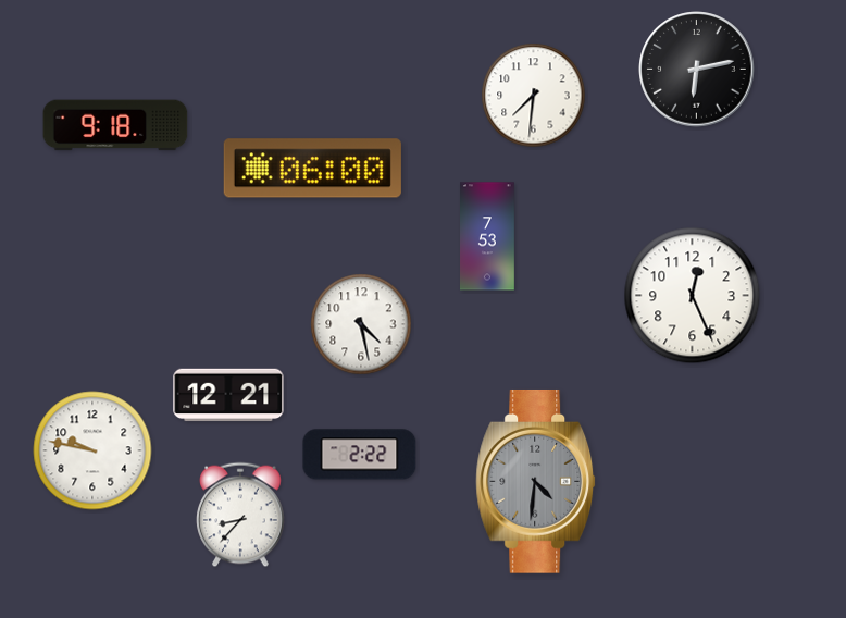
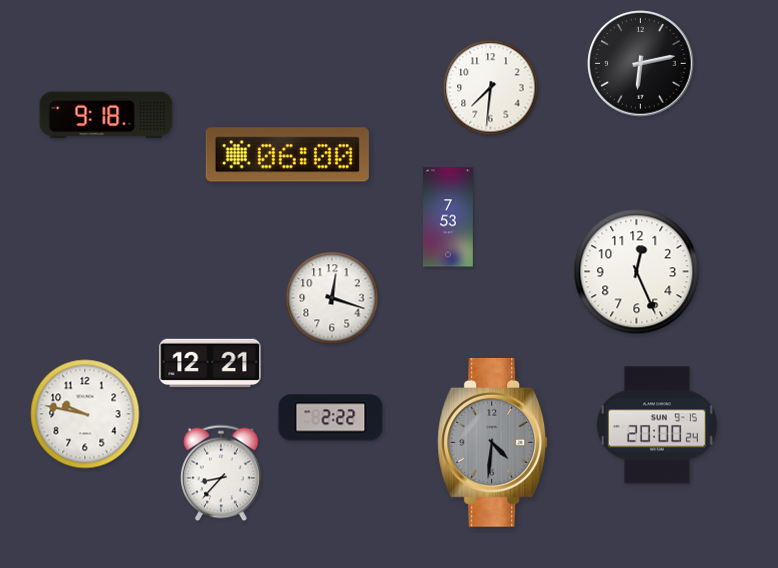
clock at (361, 324): 4:28 -> 12:18
clock at (657, 425): none -> 20:00
